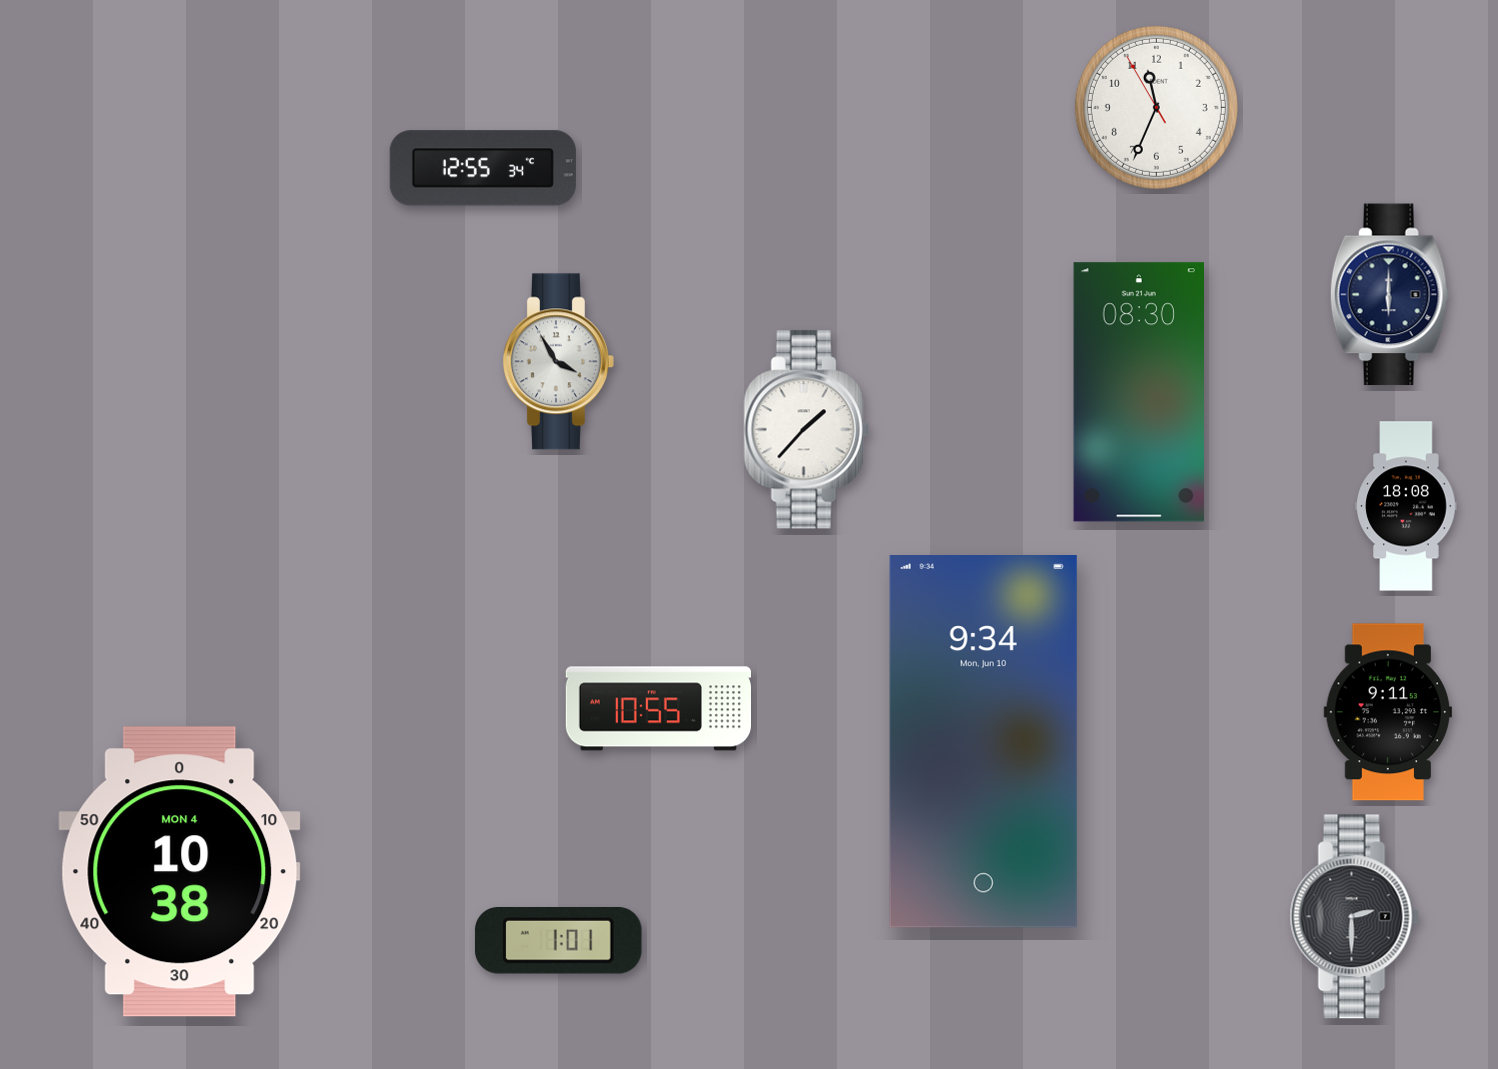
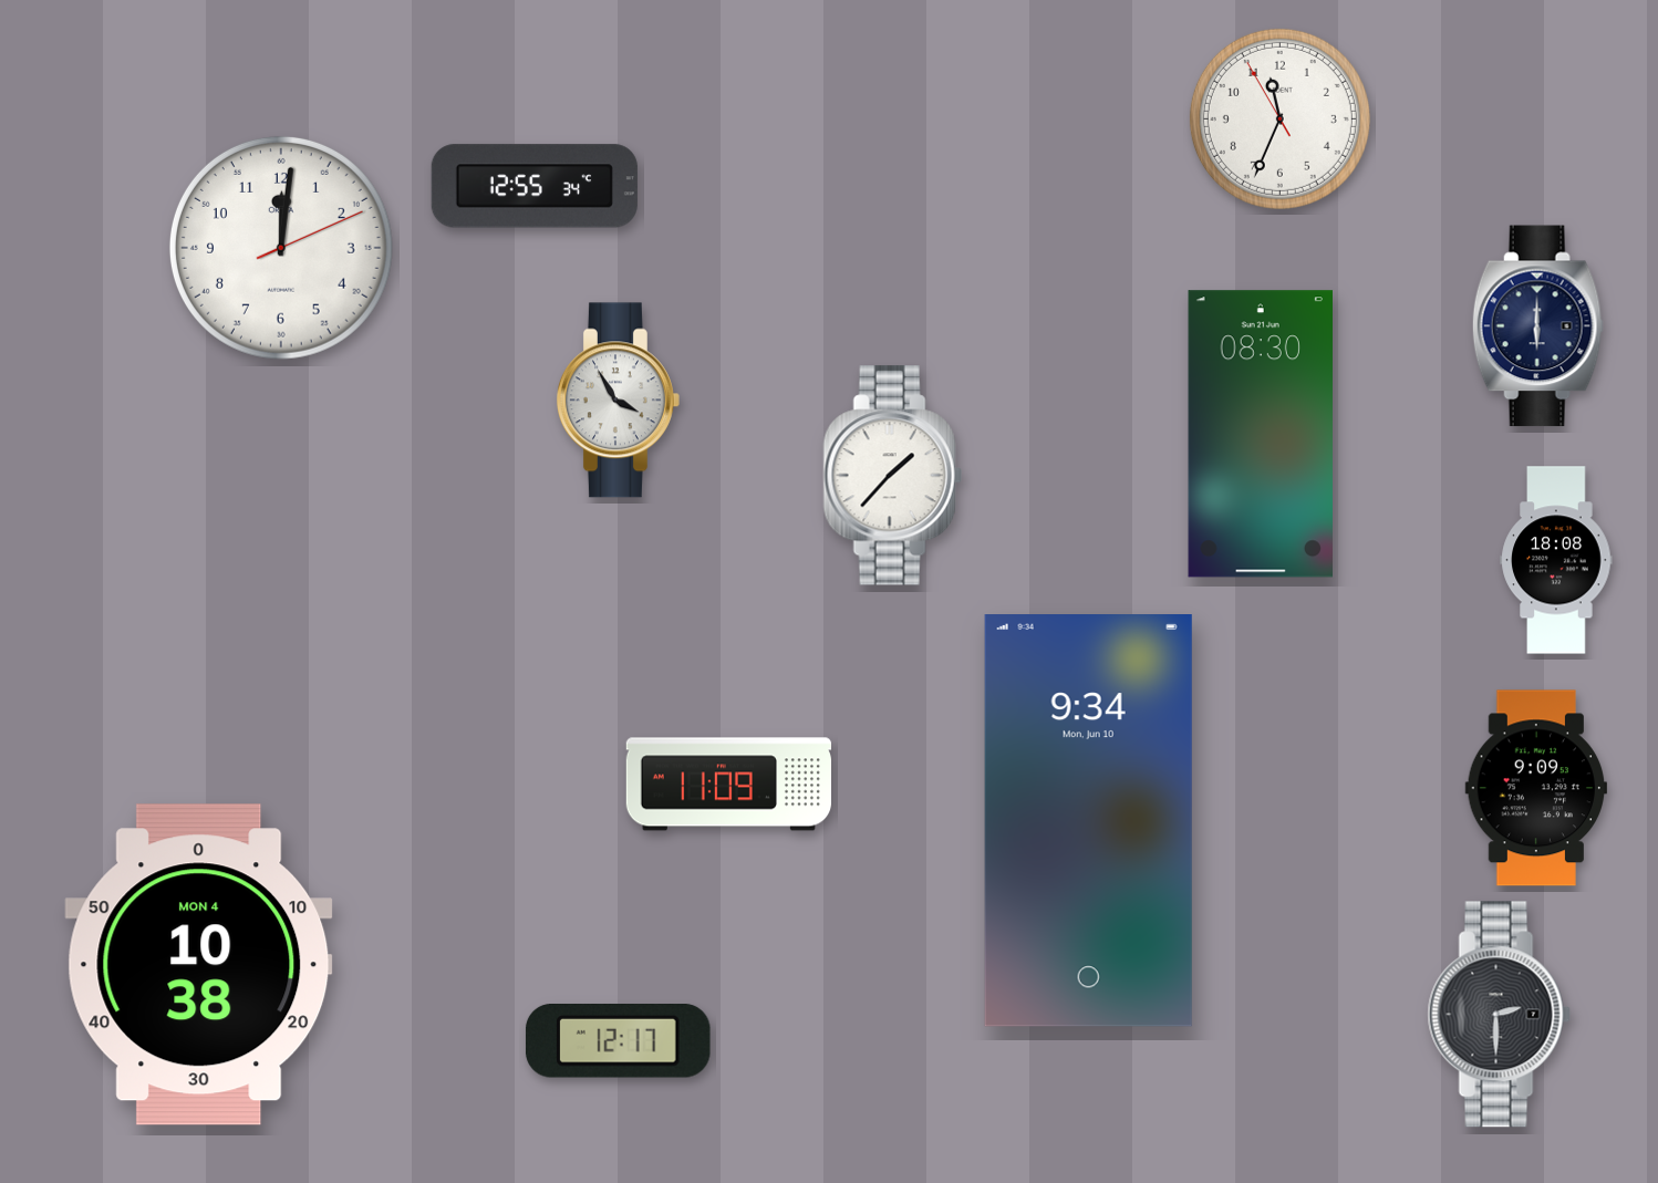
clock at (281, 248): none -> 12:01
clock at (658, 709): 10:55 -> 11:09
clock at (1387, 712): 9:11 -> 9:09
clock at (558, 941): 1:01 -> 12:17
